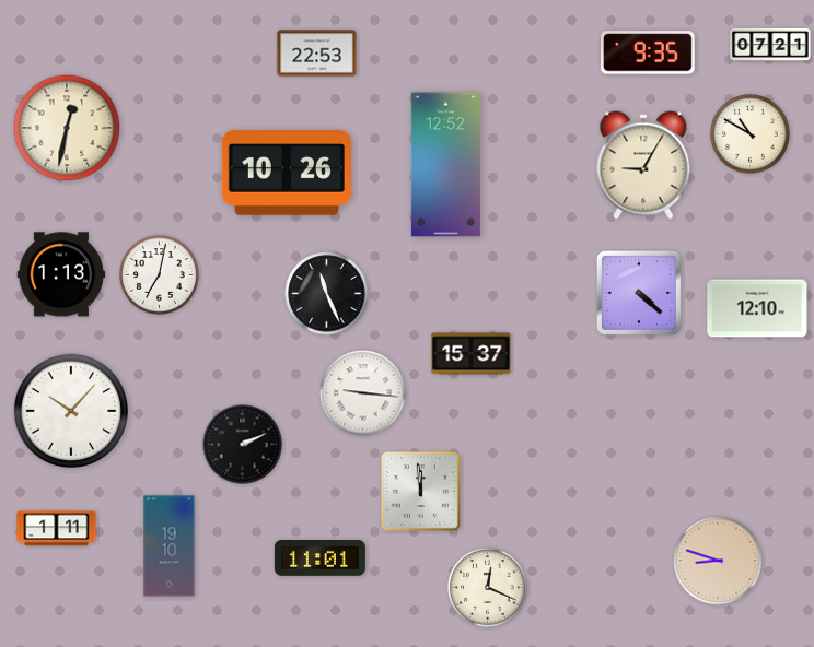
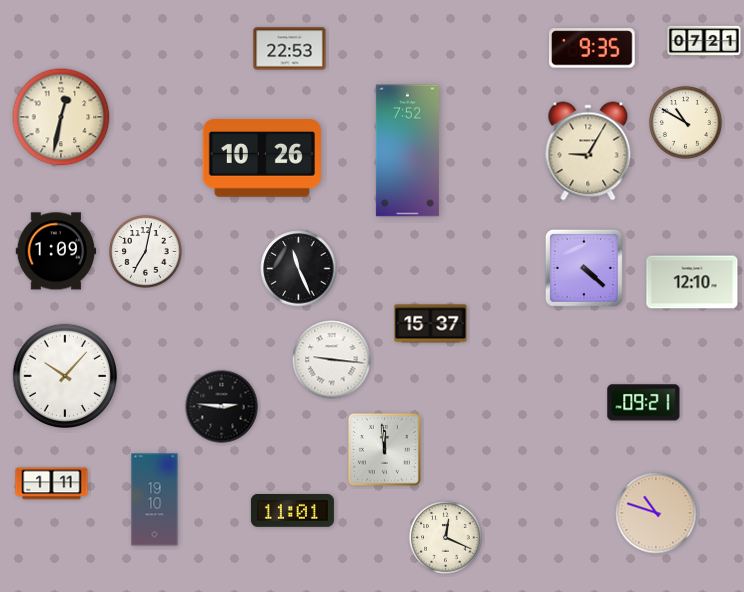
clock at (445, 165): 12:52 -> 7:52
clock at (61, 274): 1:13 -> 1:09
clock at (644, 403): none -> 09:21
clock at (243, 445): 2:11 -> 2:46
clock at (718, 561): 8:48 -> 10:48
